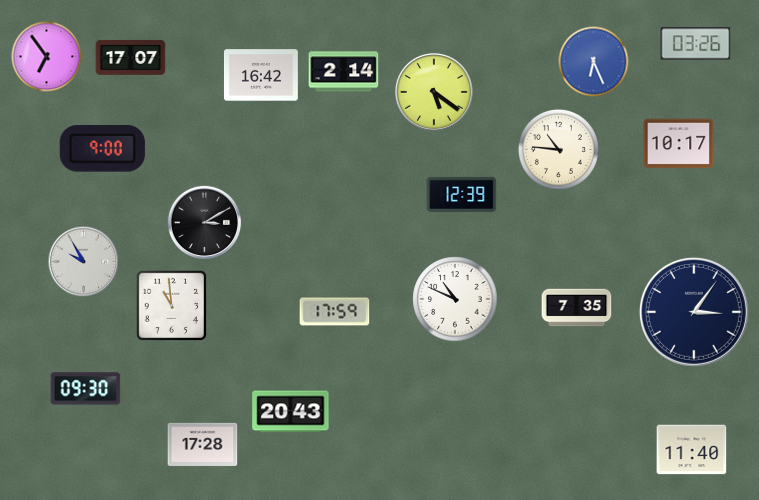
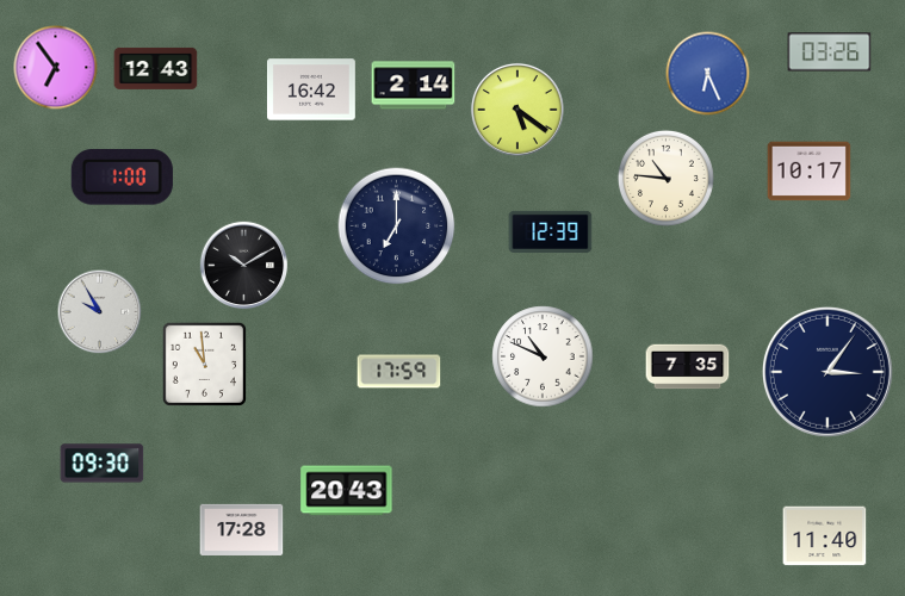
clock at (131, 57): 17:07 -> 12:43
clock at (344, 72) position: (344, 72) -> (414, 86)
clock at (102, 149): 9:00 -> 1:00
clock at (397, 226): none -> 7:00
clock at (205, 223): 3:10 -> 10:10
